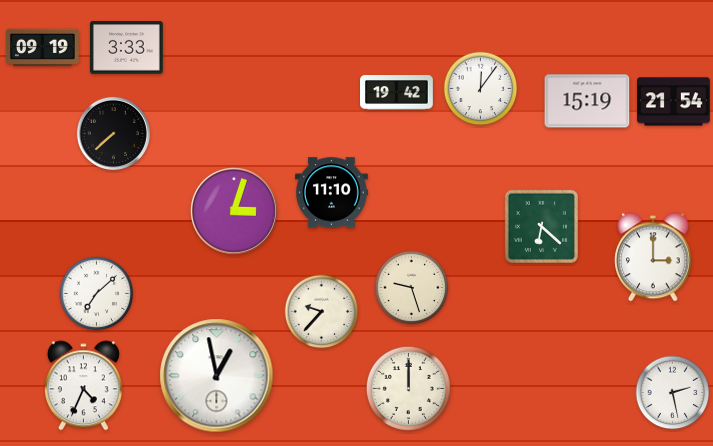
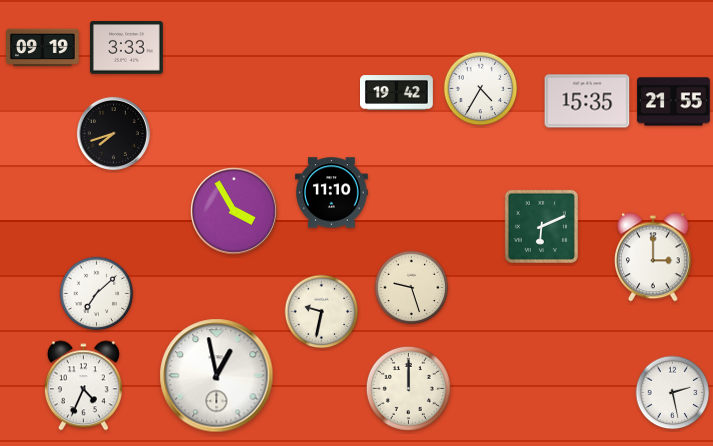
clock at (481, 89): 12:06 -> 4:35
clock at (587, 101): 15:19 -> 15:35
clock at (674, 102): 21:54 -> 21:55
clock at (113, 133): 7:38 -> 7:42
clock at (235, 212): 3:03 -> 3:55
clock at (541, 226): 6:22 -> 6:11
clock at (322, 312): 9:37 -> 9:32
